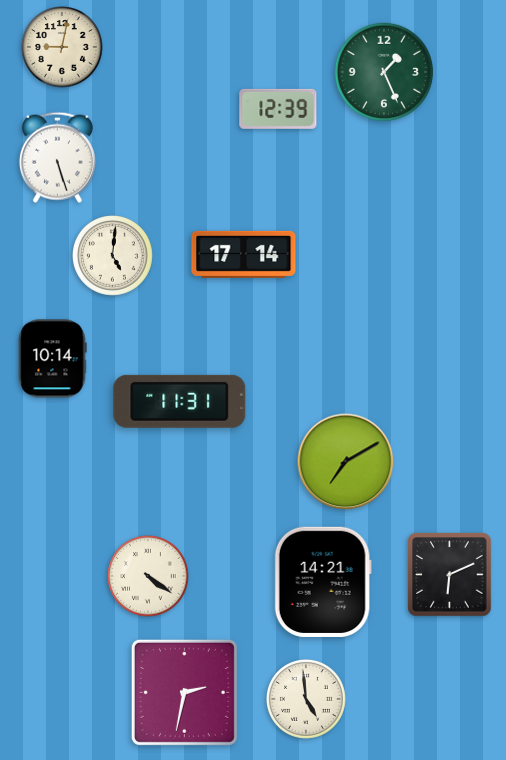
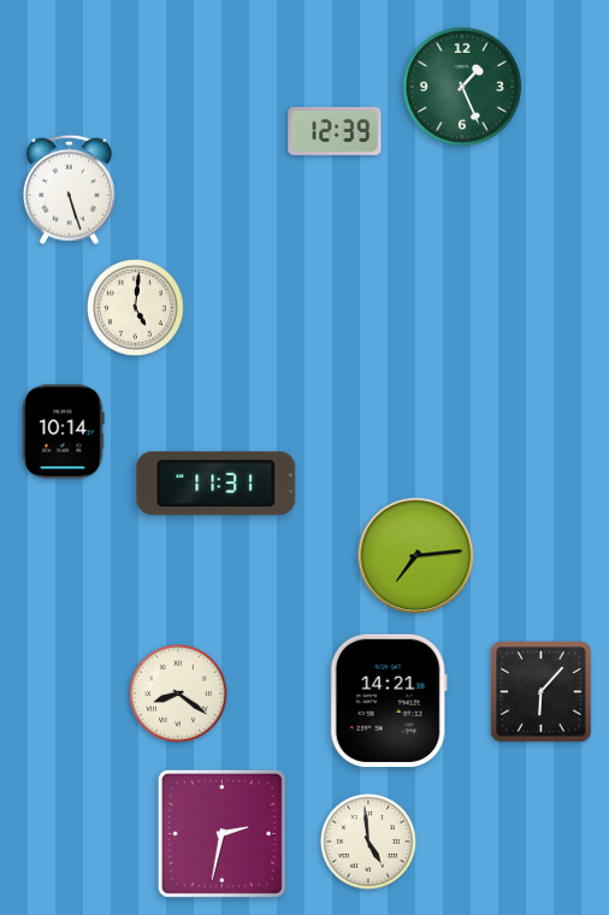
clock at (62, 47): 9:02 -> none
clock at (244, 254): 17:14 -> none
clock at (346, 462): 7:10 -> 7:14
clock at (450, 575): 6:11 -> 6:07
clock at (148, 576): 4:21 -> 8:21
